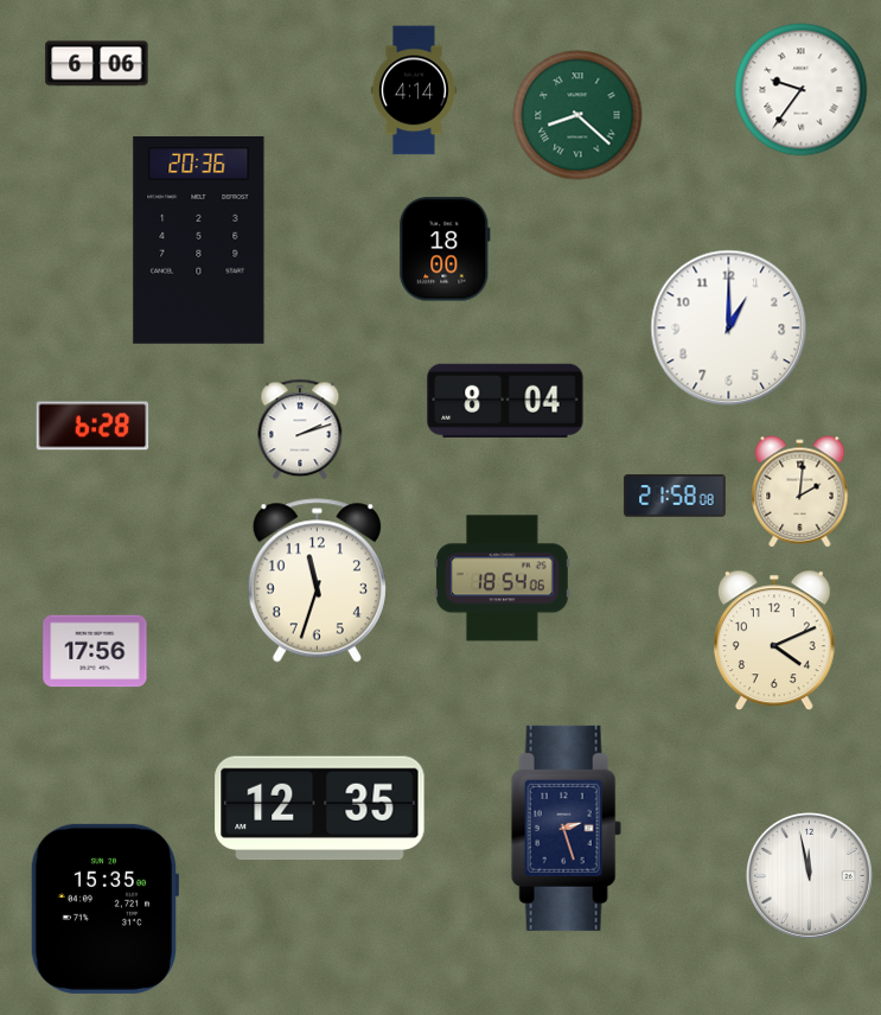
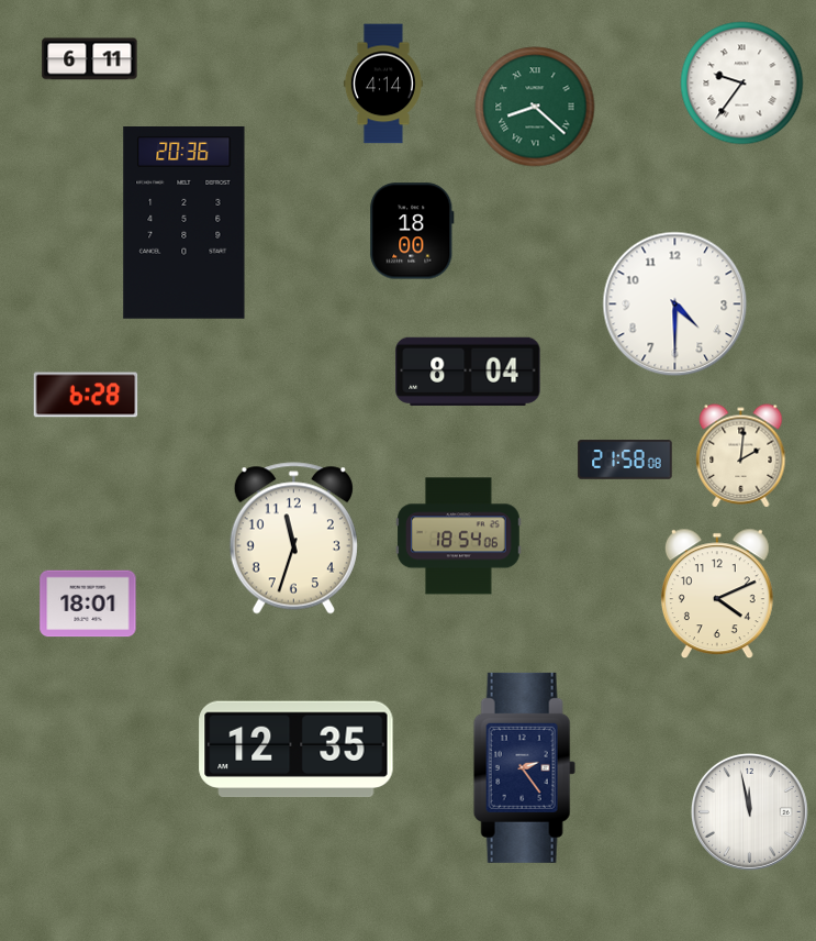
clock at (97, 64): 6:06 -> 6:11
clock at (729, 328): 1:00 -> 4:30
clock at (300, 429): 2:12 -> none
clock at (503, 579) position: (503, 579) -> (459, 536)
clock at (95, 651): 17:56 -> 18:01
clock at (566, 828): 2:27 -> 2:24
clock at (103, 908): 15:35 -> none
